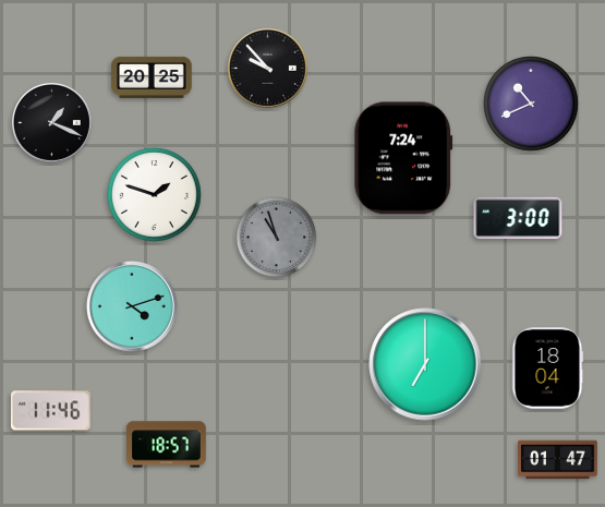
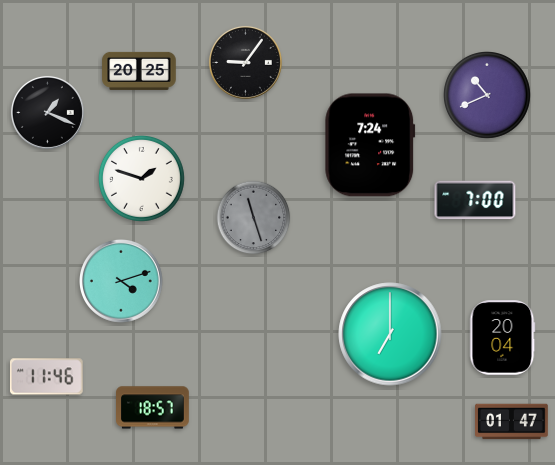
clock at (267, 68): 9:53 -> 9:06
clock at (518, 218): 3:00 -> 7:00
clock at (277, 238): 10:57 -> 11:27
clock at (548, 369): 18:04 -> 20:04
